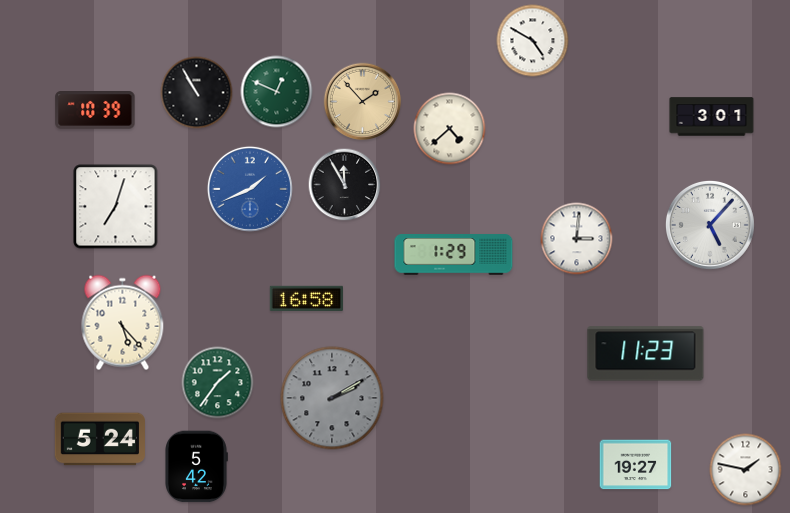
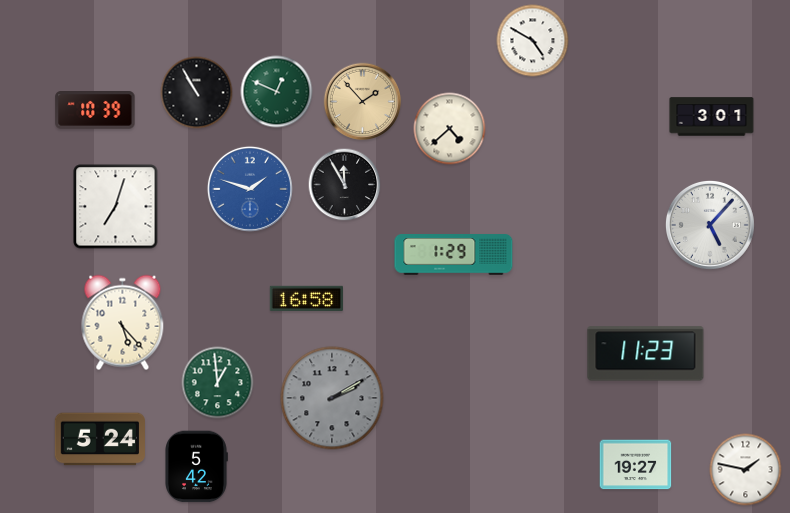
clock at (250, 189): 1:41 -> 1:48
clock at (577, 239): 3:01 -> none
clock at (218, 383): 1:36 -> 12:59
